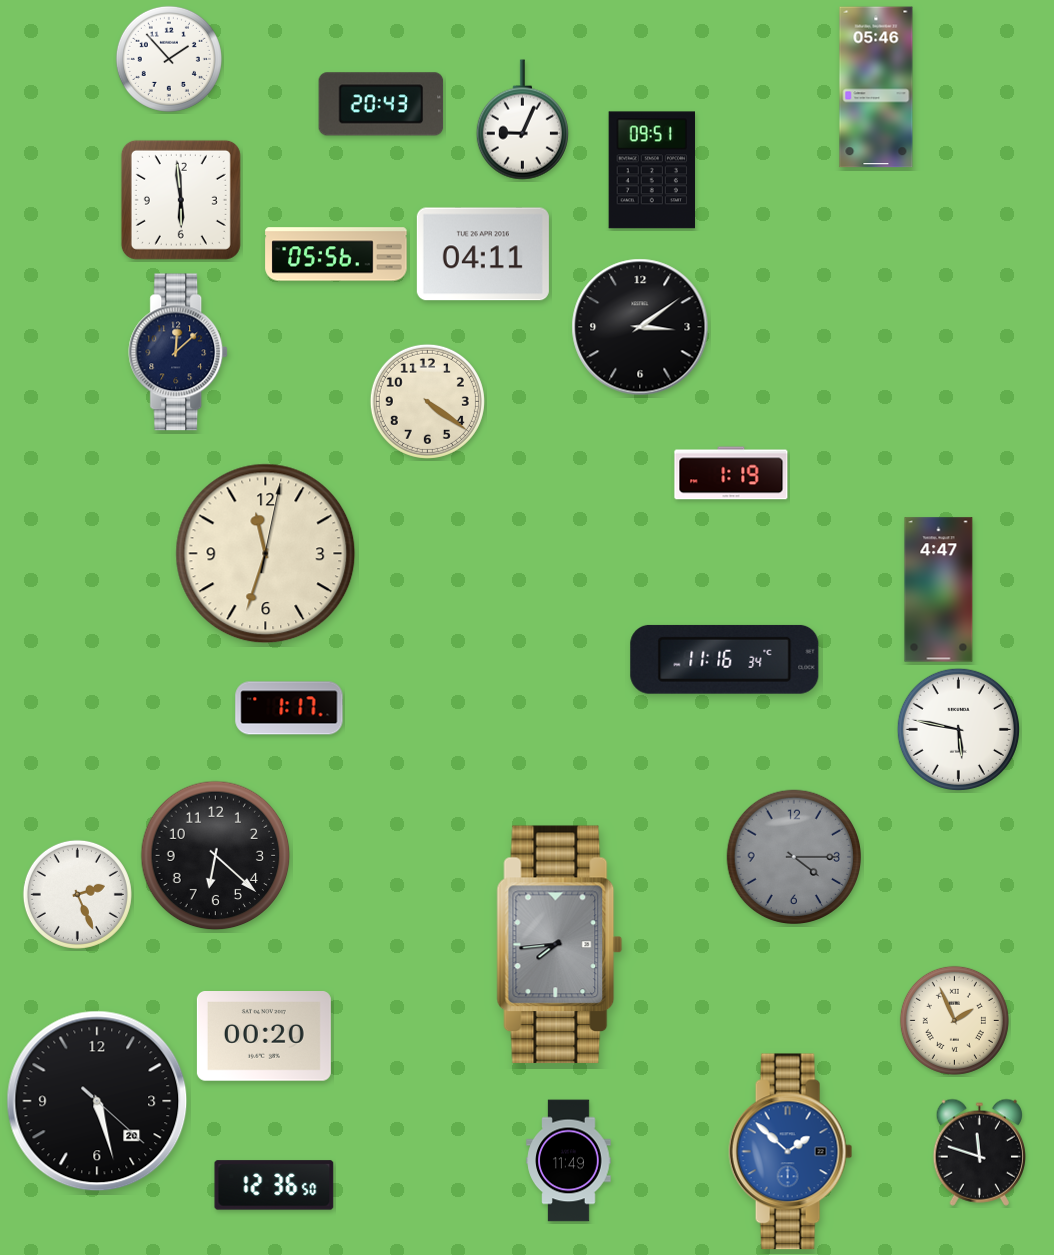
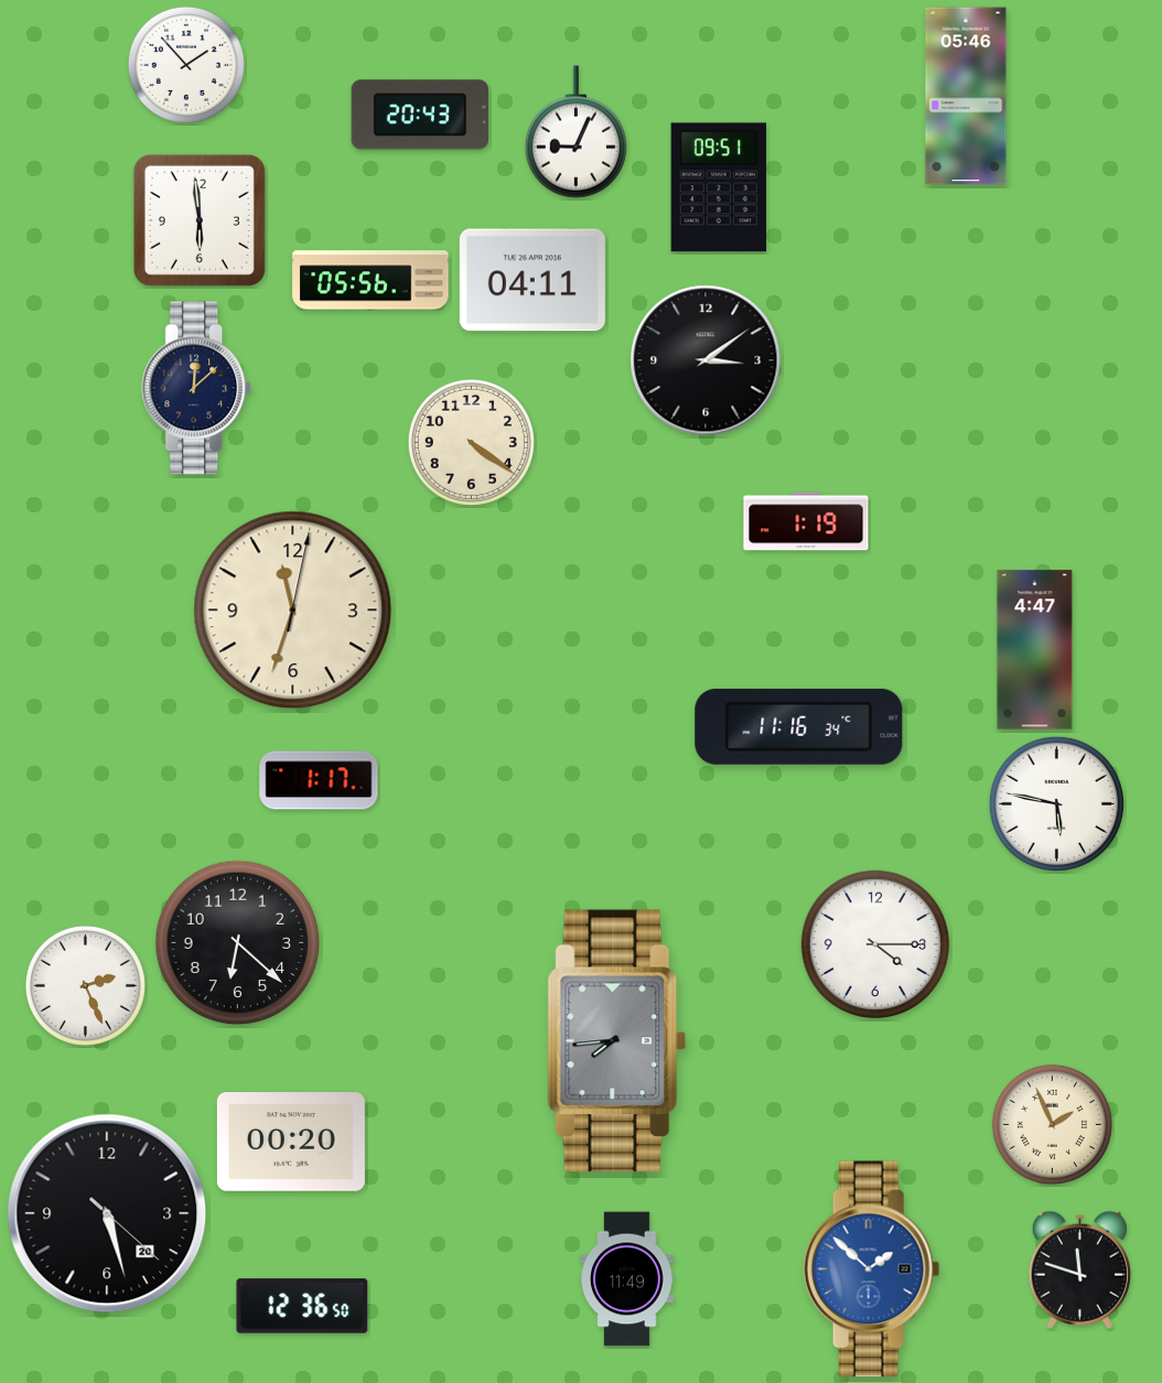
clock at (793, 856) dial: grey -> white
